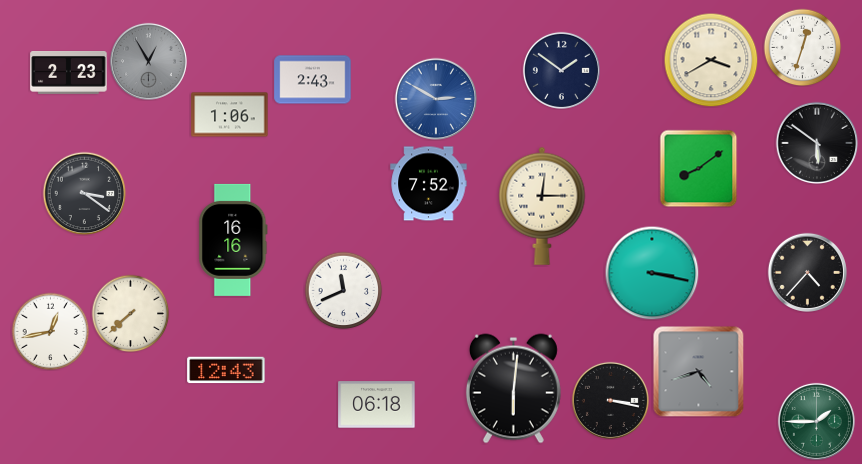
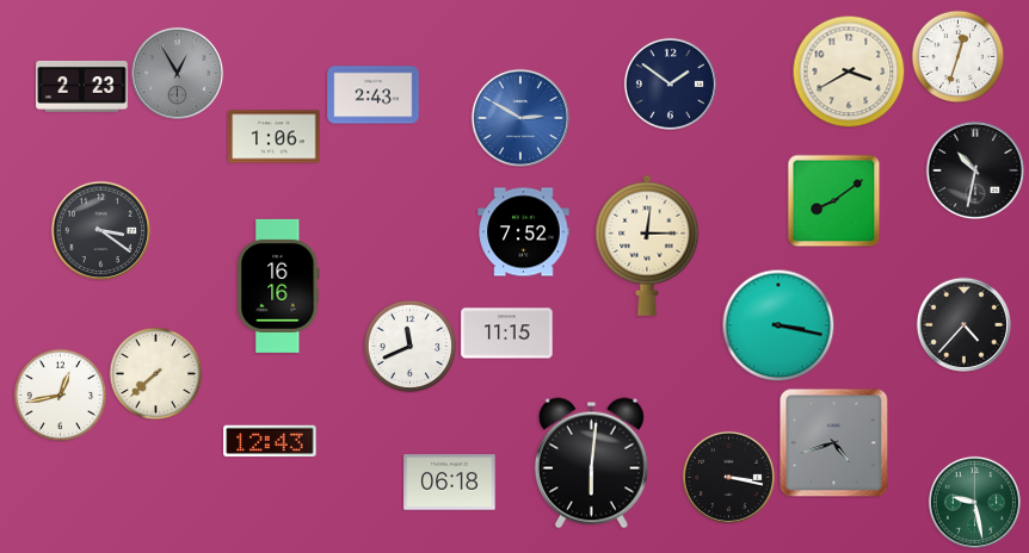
clock at (817, 143): 5:51 -> 10:32
clock at (429, 184) position: (429, 184) -> (524, 232)
clock at (507, 334): none -> 11:15
clock at (513, 389) position: (513, 389) -> (591, 464)
clock at (816, 421): 1:45 -> 9:28
